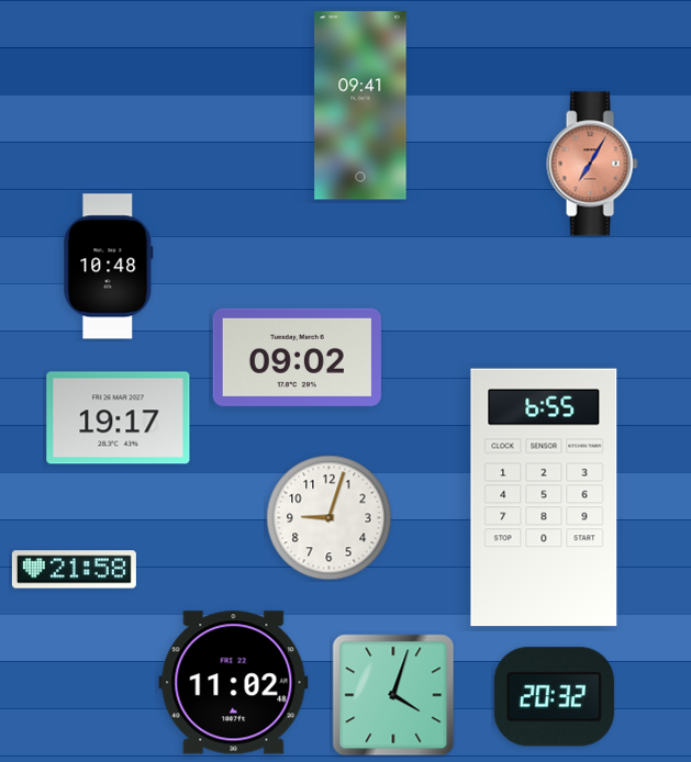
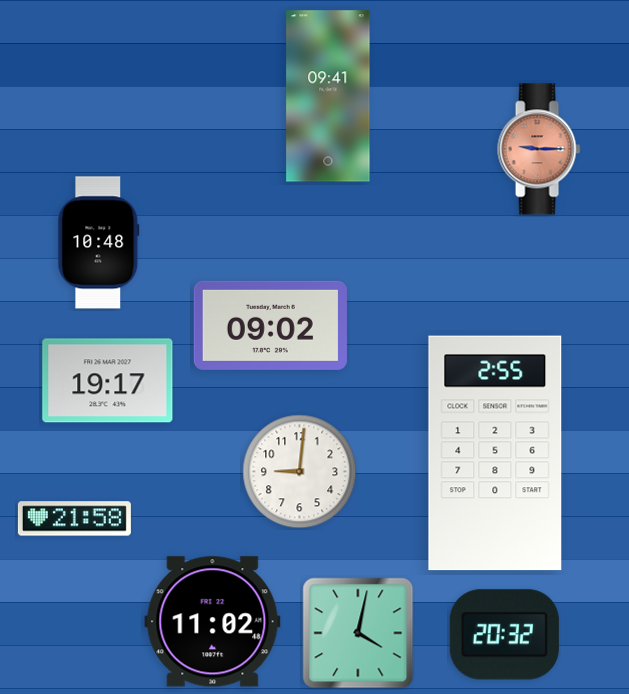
clock at (592, 164): 7:05 -> 9:15
clock at (544, 497): 6:55 -> 2:55
clock at (330, 518): 9:03 -> 9:01
clock at (74, 570) position: (74, 570) -> (74, 519)
clock at (393, 695): 4:03 -> 4:02
